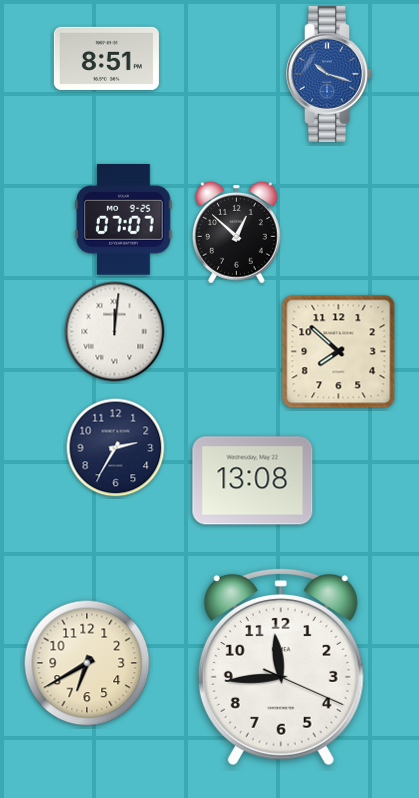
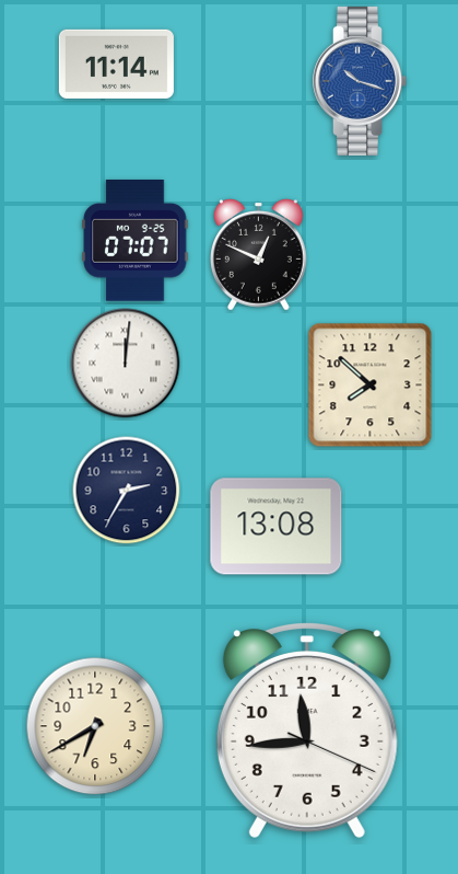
clock at (106, 58): 8:51 -> 11:14
clock at (237, 233): 12:52 -> 12:49
